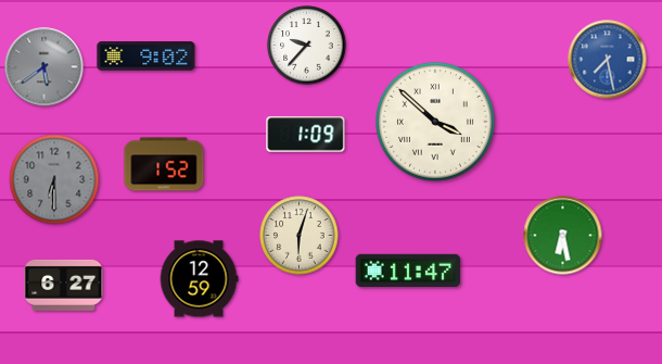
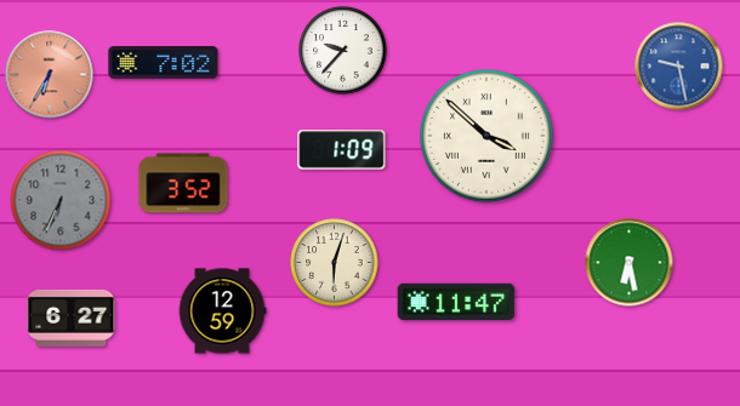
clock at (147, 57): 9:02 -> 7:02
clock at (608, 60): 7:28 -> 9:28
clock at (44, 67): 5:39 -> 6:35
clock at (44, 67) dial: grey -> salmon
clock at (164, 164): 1:52 -> 3:52
clock at (54, 179): 6:30 -> 6:34
